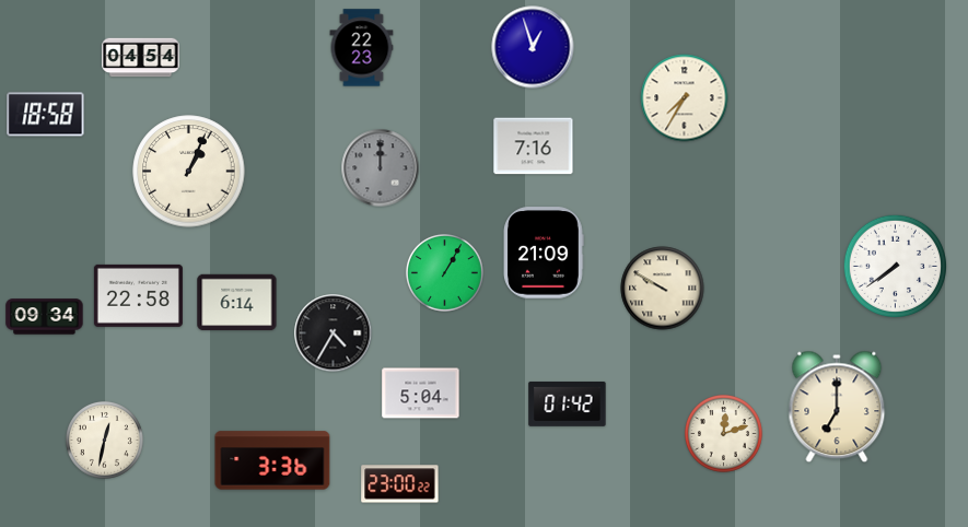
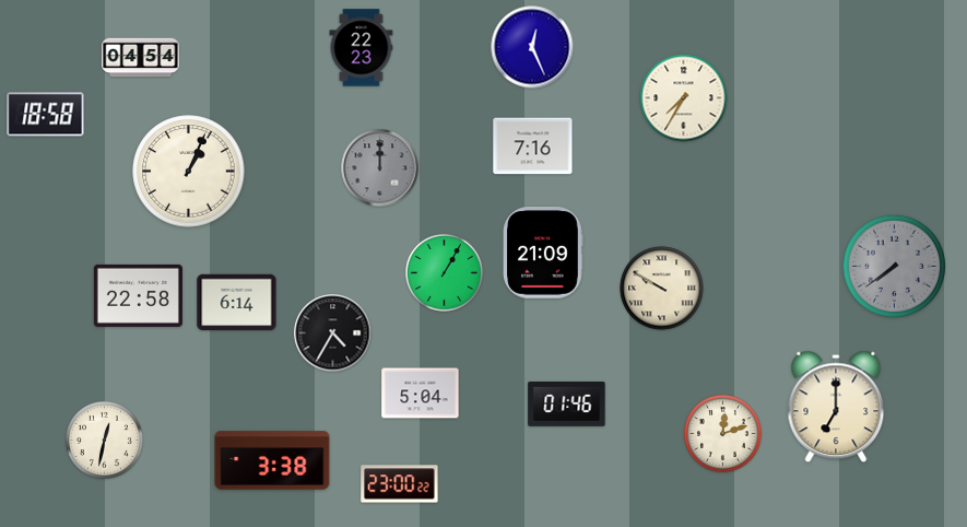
clock at (533, 47): 12:57 -> 12:26
clock at (895, 266) dial: white -> grey
clock at (45, 317): 09:34 -> none
clock at (568, 403): 01:42 -> 01:46
clock at (272, 460): 3:36 -> 3:38
